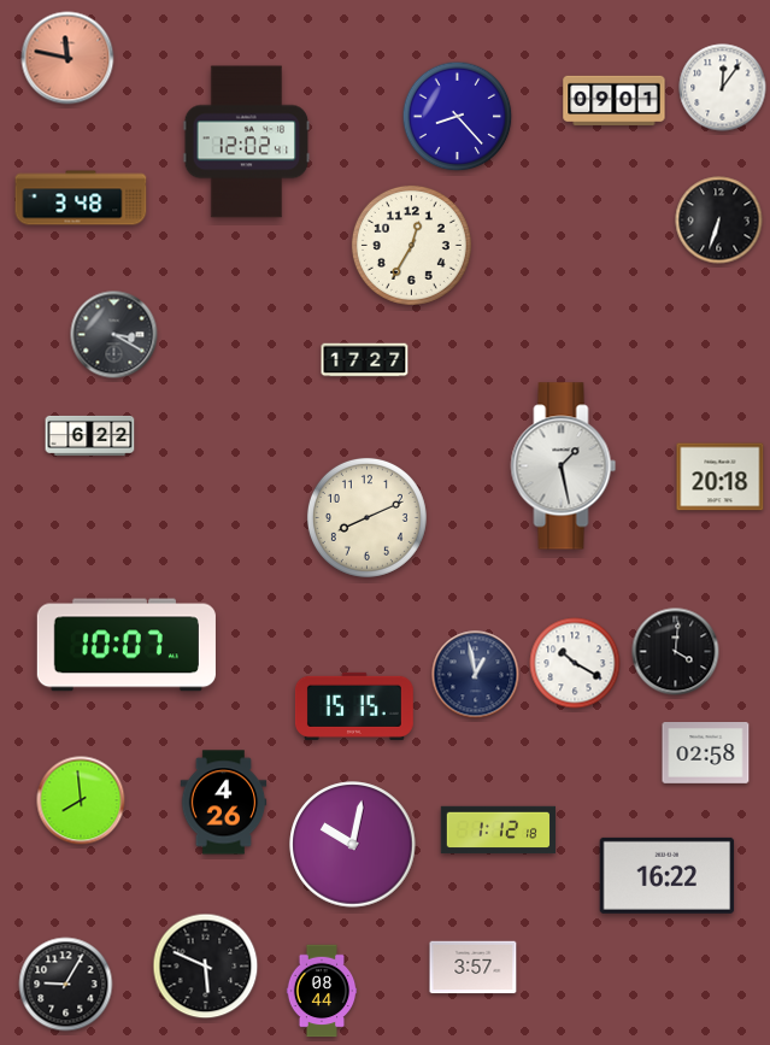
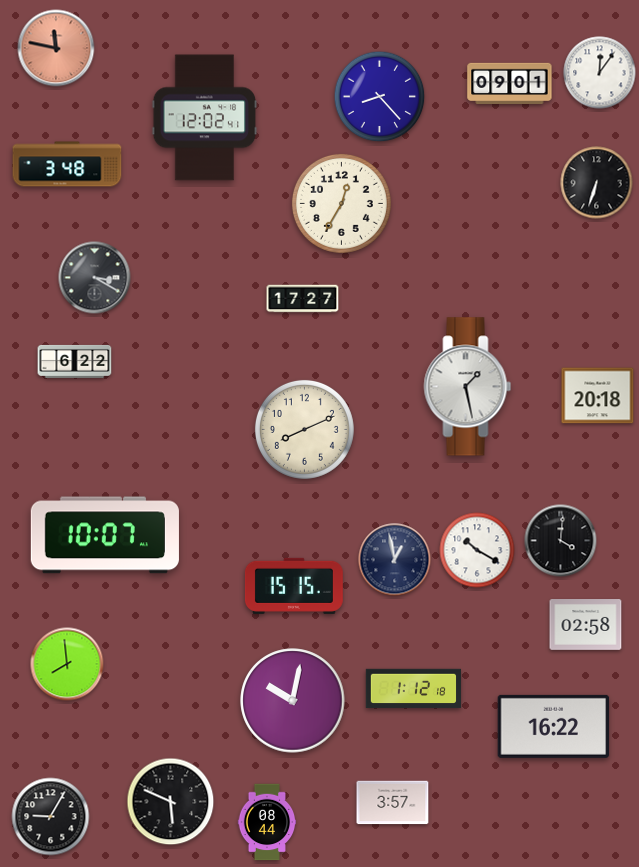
clock at (224, 803): 4:26 -> none
clock at (66, 985) position: (66, 985) -> (51, 817)
